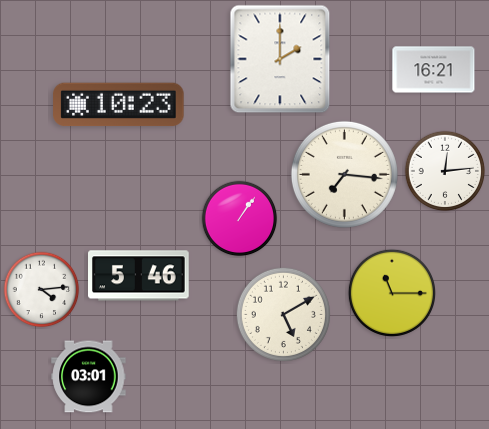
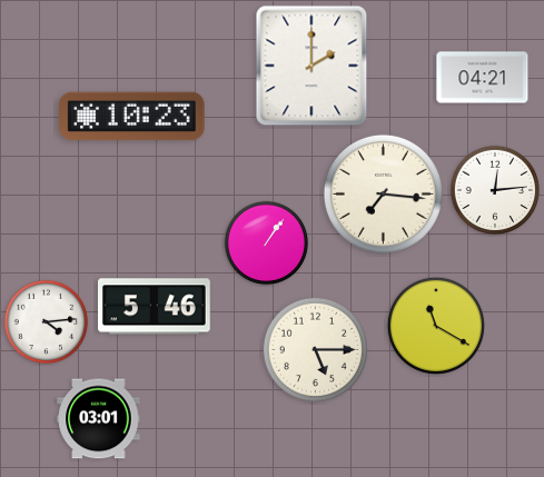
clock at (434, 70): 16:21 -> 04:21
clock at (391, 292): 11:15 -> 11:20
clock at (283, 314): 5:10 -> 5:15
